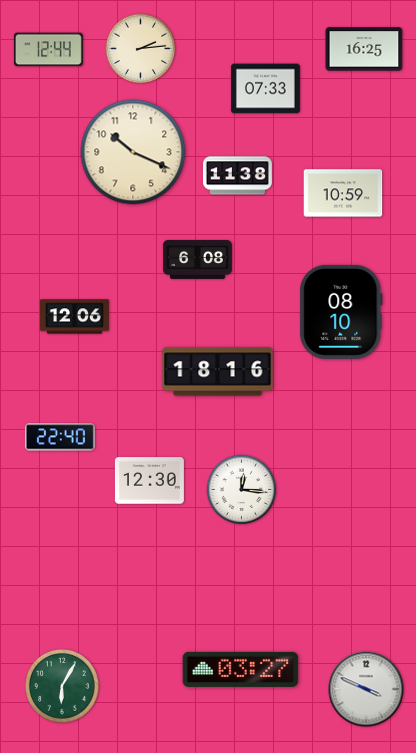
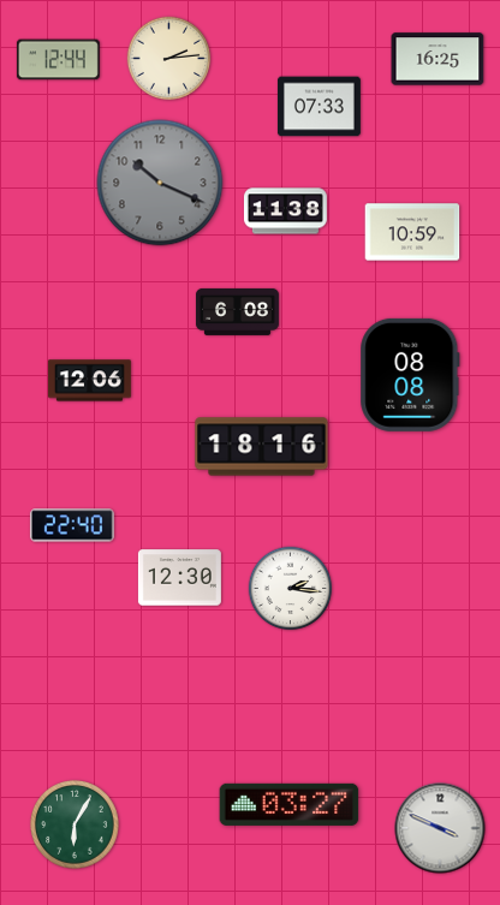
clock at (133, 152) dial: cream -> grey
clock at (341, 312): 08:10 -> 08:08
clock at (242, 490): 12:16 -> 2:16
